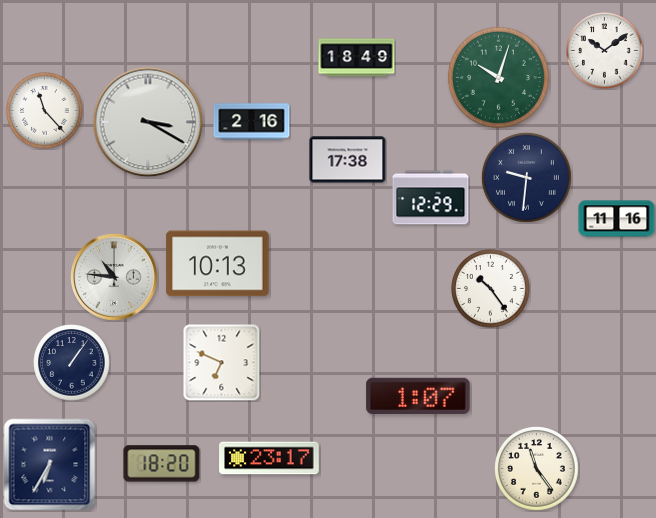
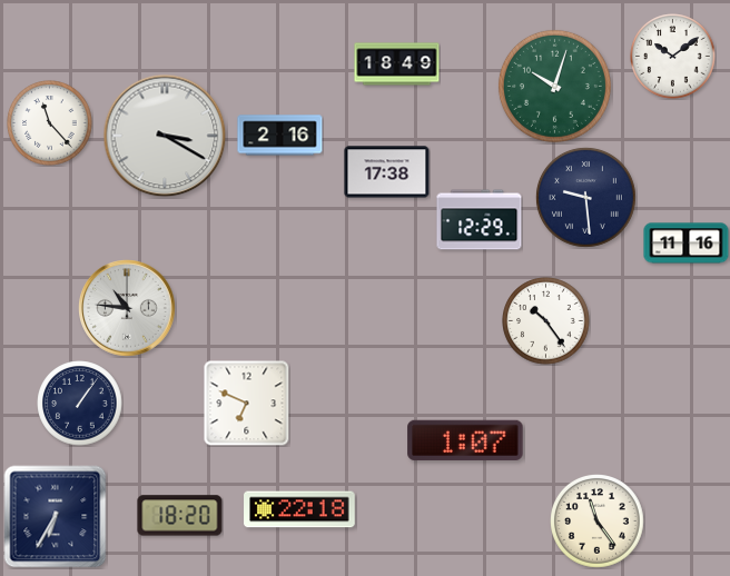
clock at (348, 160) position: (348, 160) -> (387, 172)
clock at (526, 177): 9:31 -> 9:29
clock at (218, 264): 10:13 -> none
clock at (269, 458): 23:17 -> 22:18
